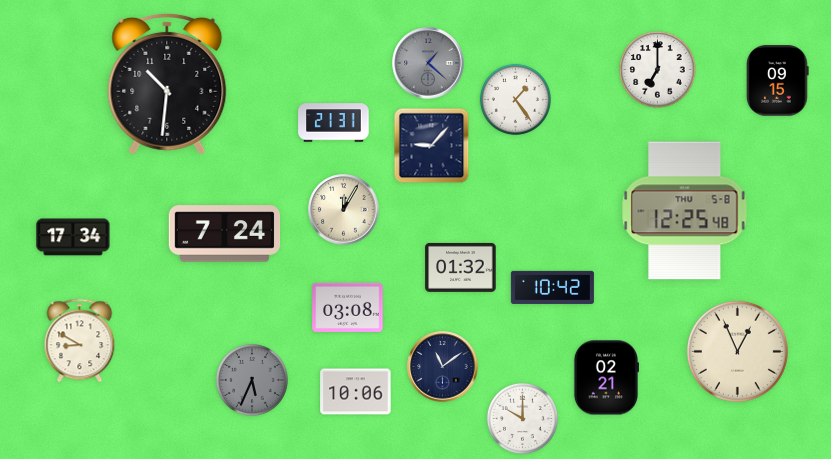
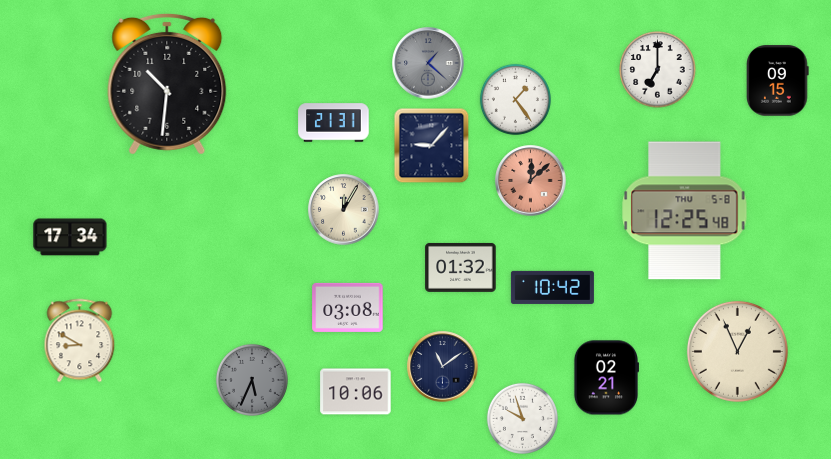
clock at (531, 181): none -> 12:08
clock at (225, 234): 7:24 -> none
clock at (73, 237) position: (73, 237) -> (70, 237)
clock at (522, 418): 10:00 -> 9:57
